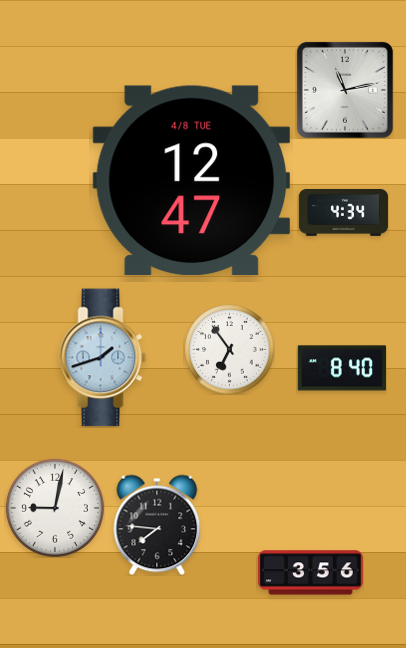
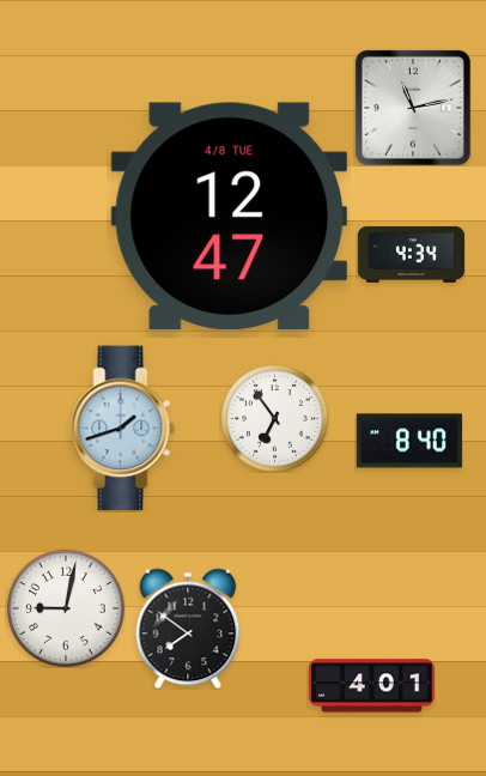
clock at (157, 525): 7:46 -> 7:51
clock at (311, 573): 3:56 -> 4:01
